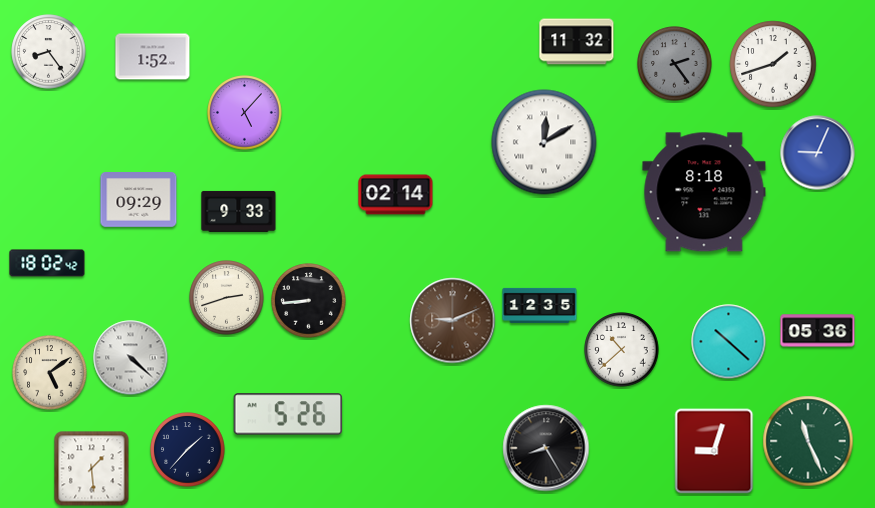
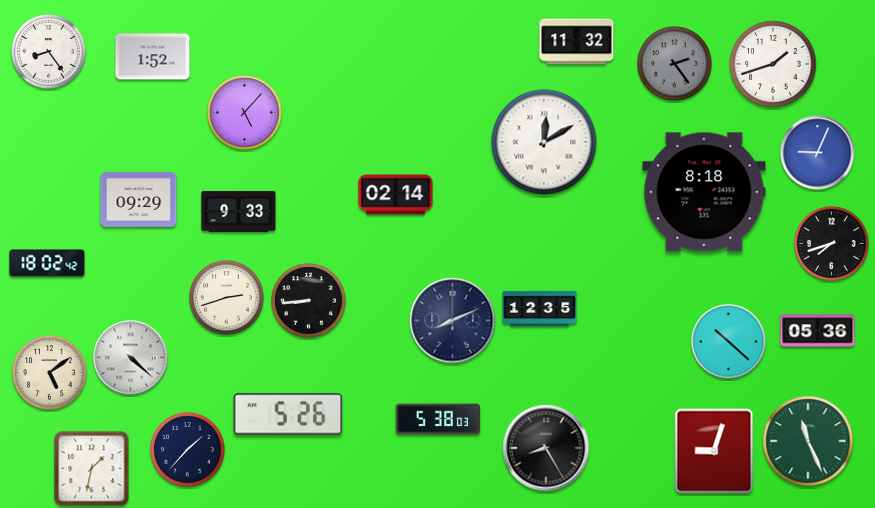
clock at (832, 244): none -> 7:42
clock at (540, 305) position: (540, 305) -> (540, 308)
clock at (453, 321): 9:11 -> 8:11
clock at (453, 321) dial: brown -> navy
clock at (622, 350): 10:38 -> none
clock at (438, 419): none -> 5:38
clock at (92, 469): 1:29 -> 1:32
